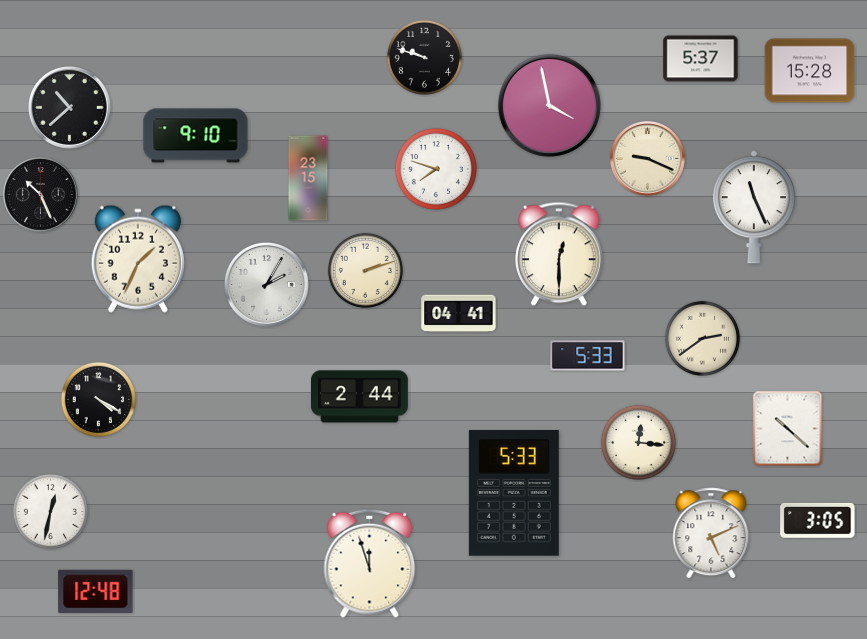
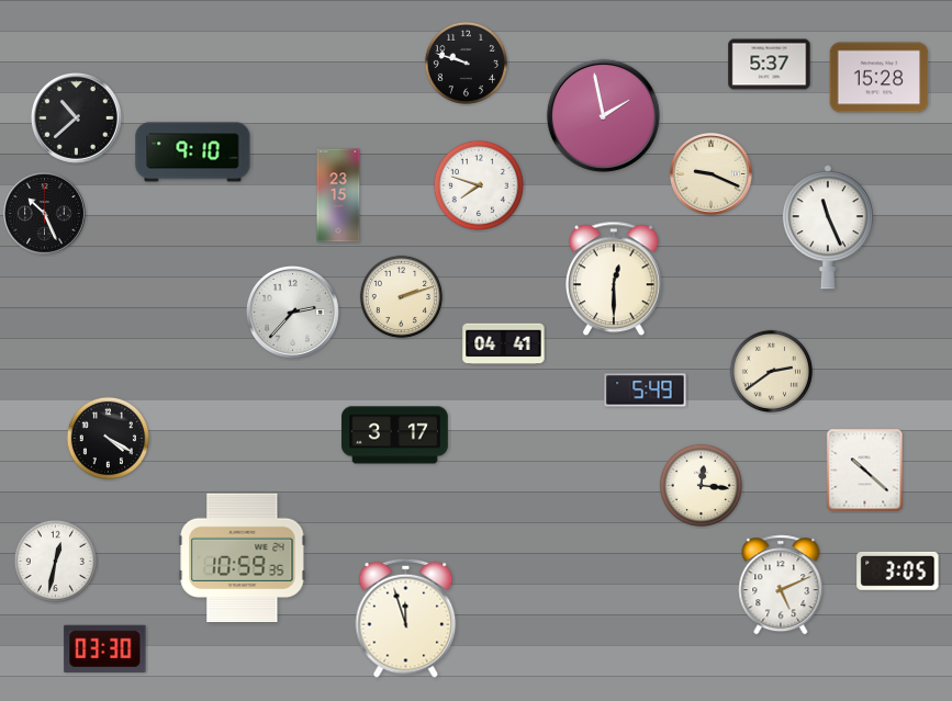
clock at (810, 71) position: (810, 71) -> (880, 78)
clock at (549, 105): 3:58 -> 1:58
clock at (196, 136) position: (196, 136) -> (193, 152)
clock at (138, 259): 1:34 -> none
clock at (266, 284): 2:05 -> 2:37
clock at (588, 356): 5:33 -> 5:49
clock at (360, 397): 2:44 -> 3:17
clock at (514, 494): 5:33 -> none
clock at (243, 557): none -> 10:59
clock at (96, 591): 12:48 -> 03:30
